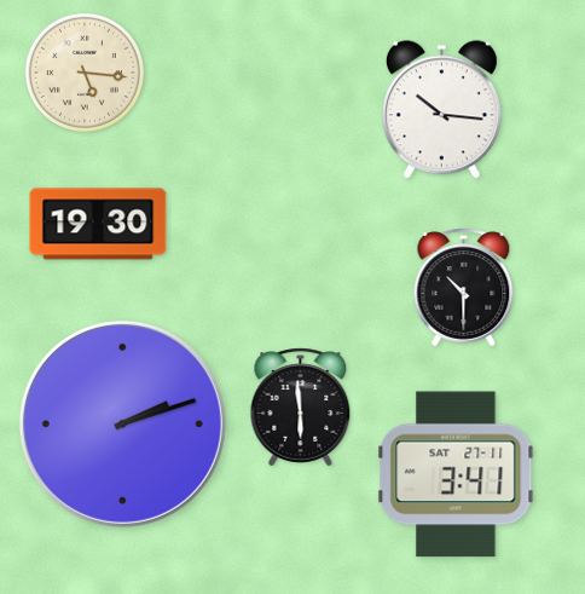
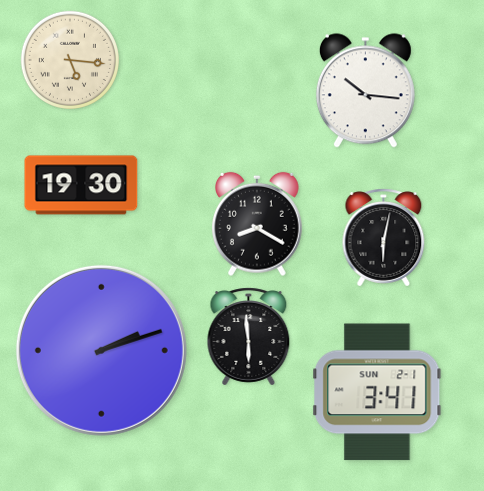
clock at (258, 224): none -> 8:20
clock at (464, 288): 10:30 -> 6:02
clock at (456, 474) date: SAT 27-11 -> SUN 2-1
